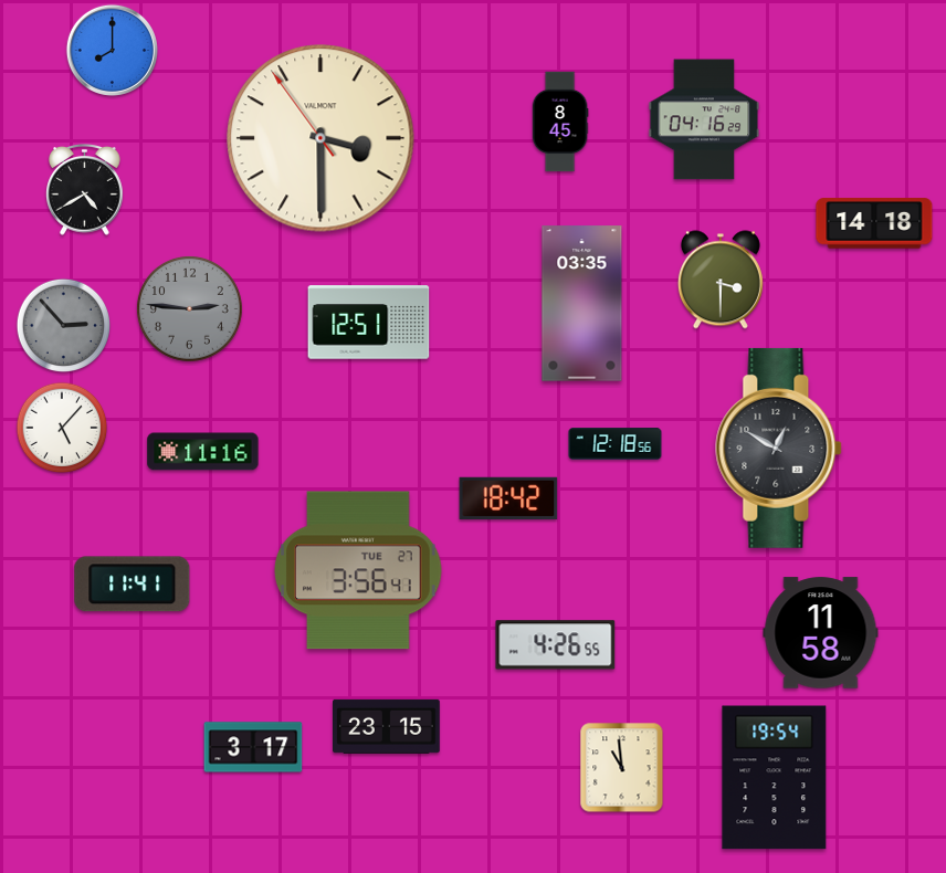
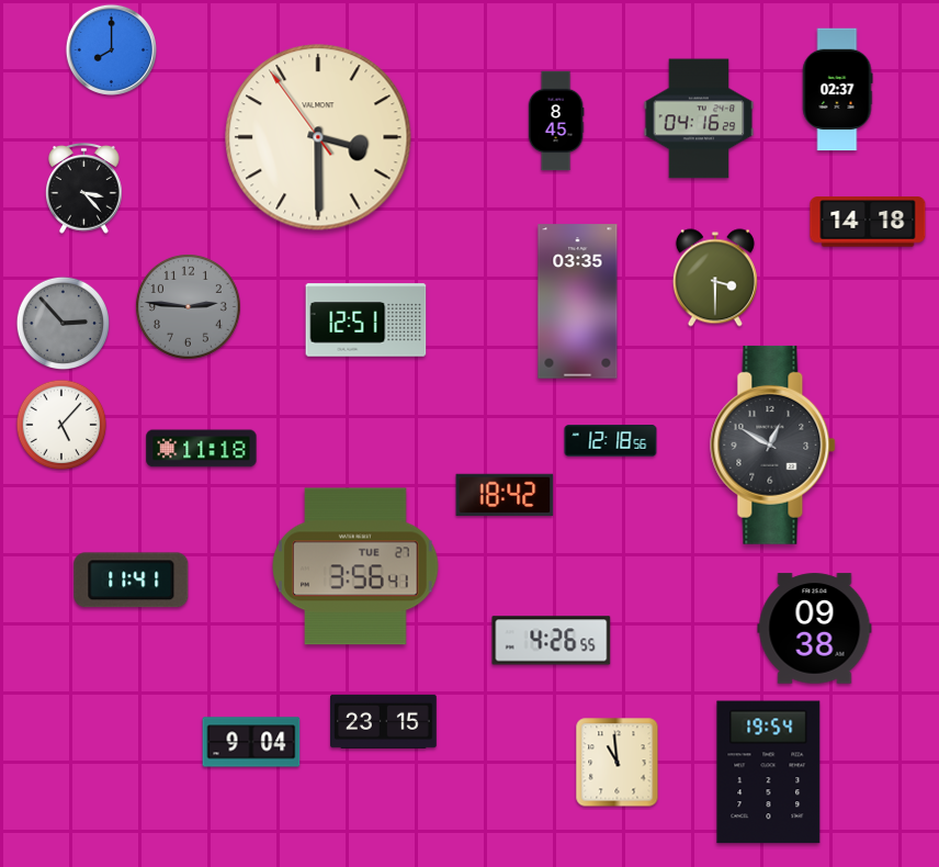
clock at (837, 90): none -> 02:37
clock at (85, 190): 4:40 -> 3:23
clock at (203, 452): 11:16 -> 11:18
clock at (821, 633): 11:58 -> 09:38
clock at (253, 747): 3:17 -> 9:04
